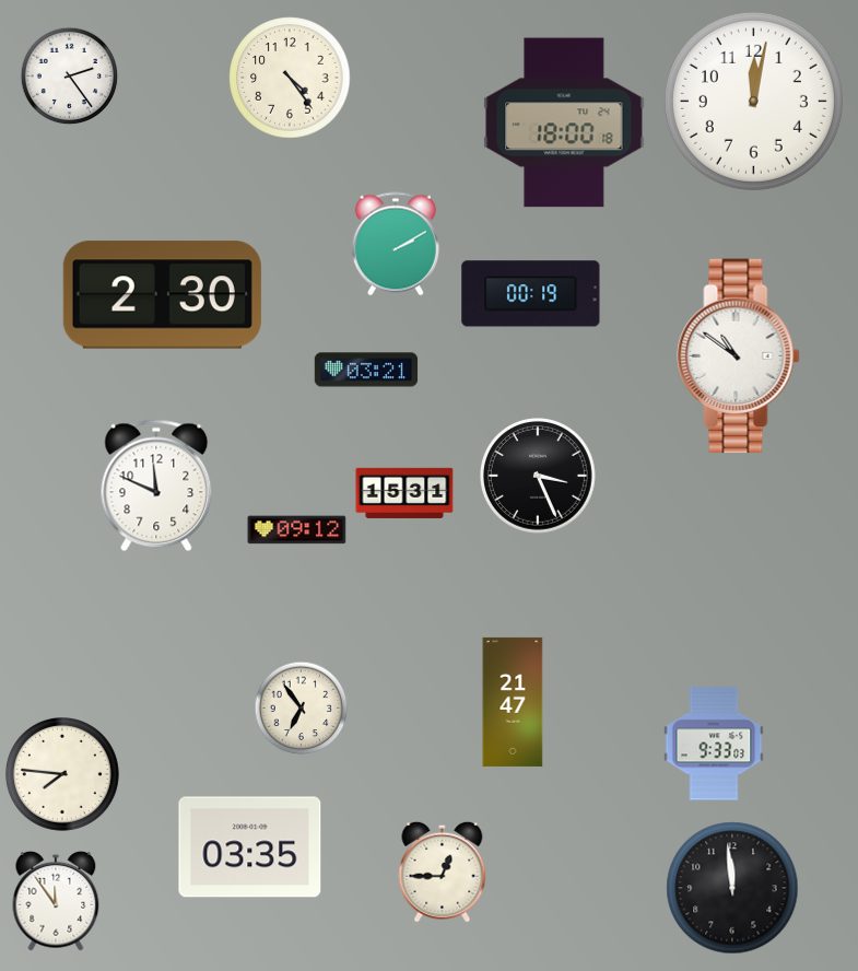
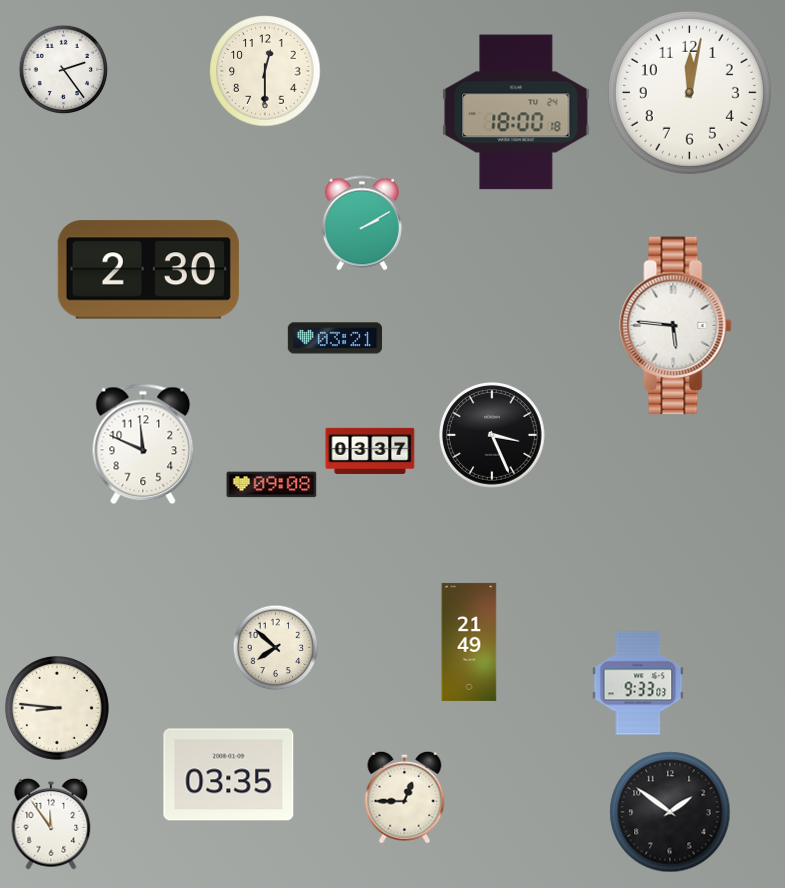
clock at (290, 78): 4:24 -> 12:30
clock at (531, 294): 00:19 -> none
clock at (739, 356): 10:51 -> 5:46
clock at (404, 493): 15:31 -> 03:37
clock at (297, 530): 09:12 -> 09:08
clock at (513, 702): 21:47 -> 21:49
clock at (302, 709): 6:54 -> 7:52
clock at (714, 744) position: (714, 744) -> (638, 683)
clock at (63, 775): 7:46 -> 8:46
clock at (732, 888): 11:59 -> 1:51
